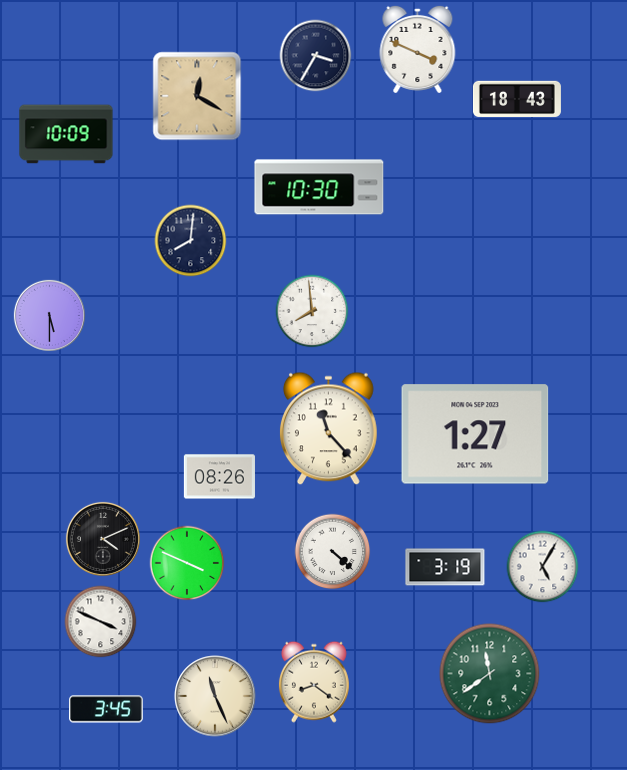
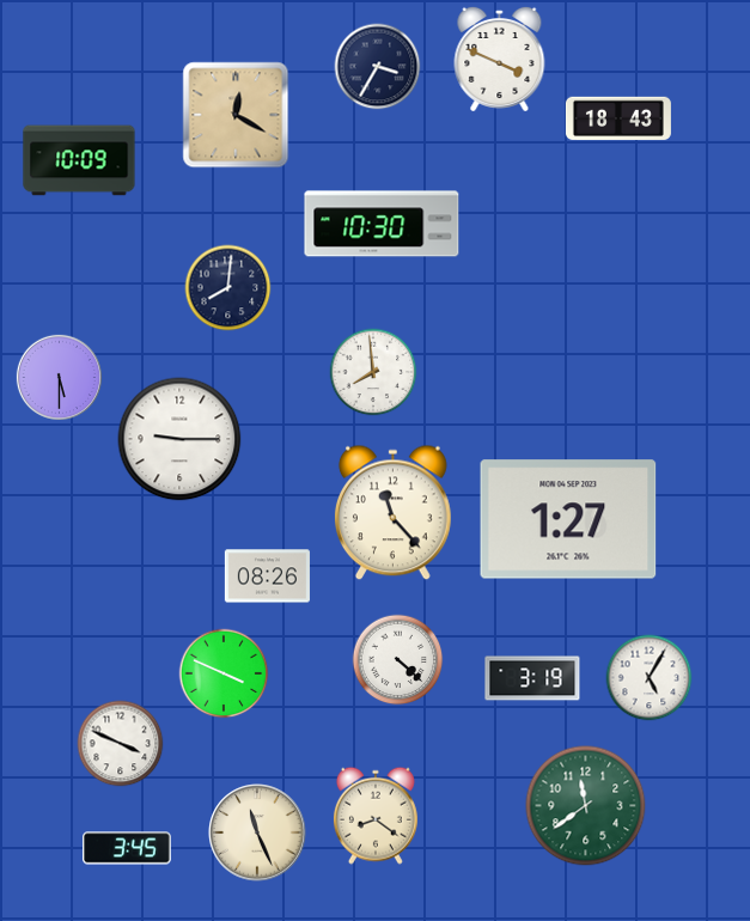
clock at (179, 439): none -> 9:15
clock at (219, 477) position: (219, 477) -> (267, 577)
clock at (103, 539): 4:11 -> none
